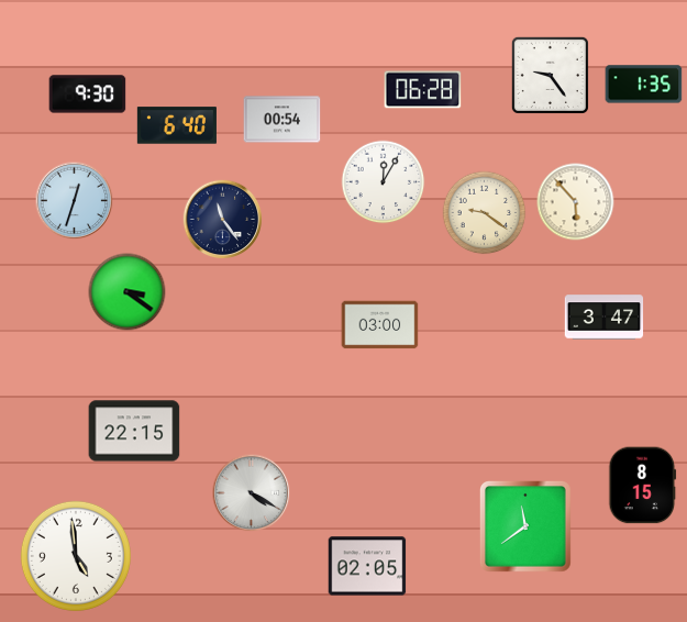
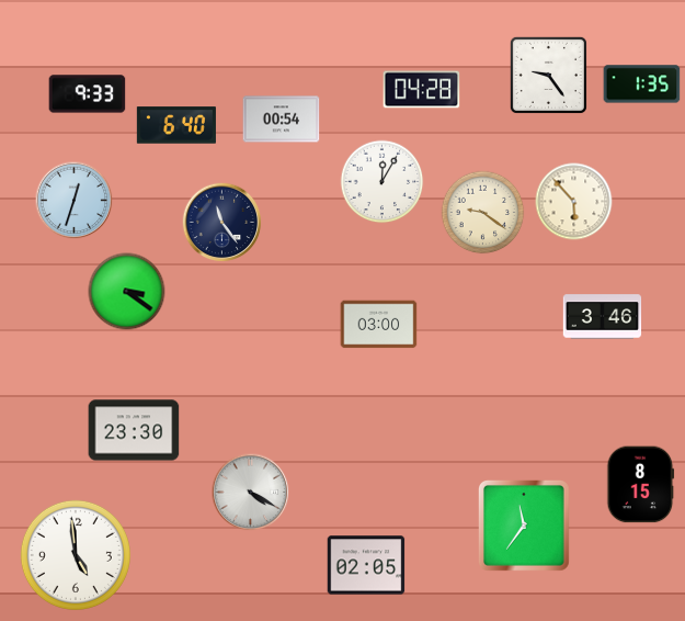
clock at (423, 90): 06:28 -> 04:28
clock at (88, 95): 9:30 -> 9:33
clock at (223, 220) position: (223, 220) -> (222, 223)
clock at (605, 318): 3:47 -> 3:46
clock at (134, 431): 22:15 -> 23:30
clock at (527, 527): 11:39 -> 11:36
